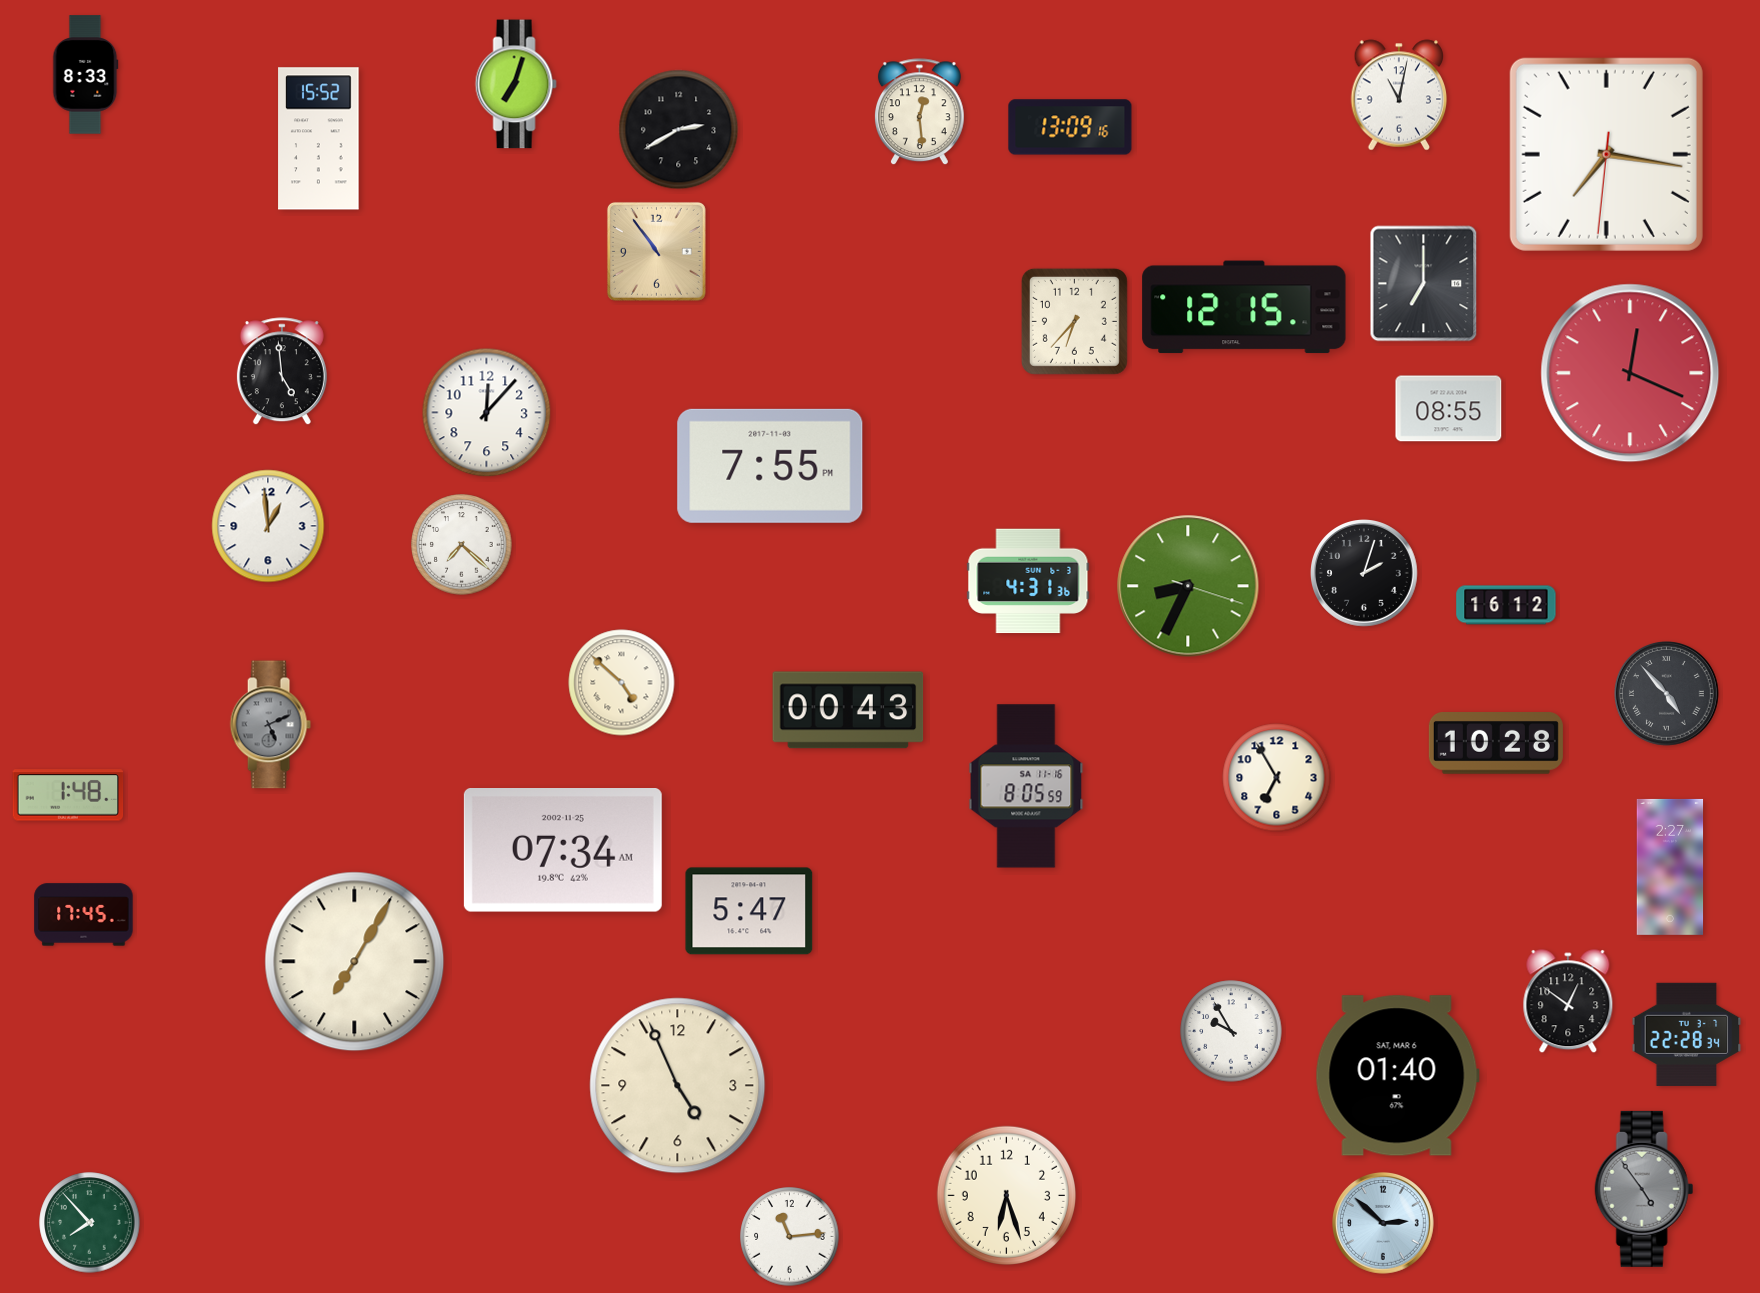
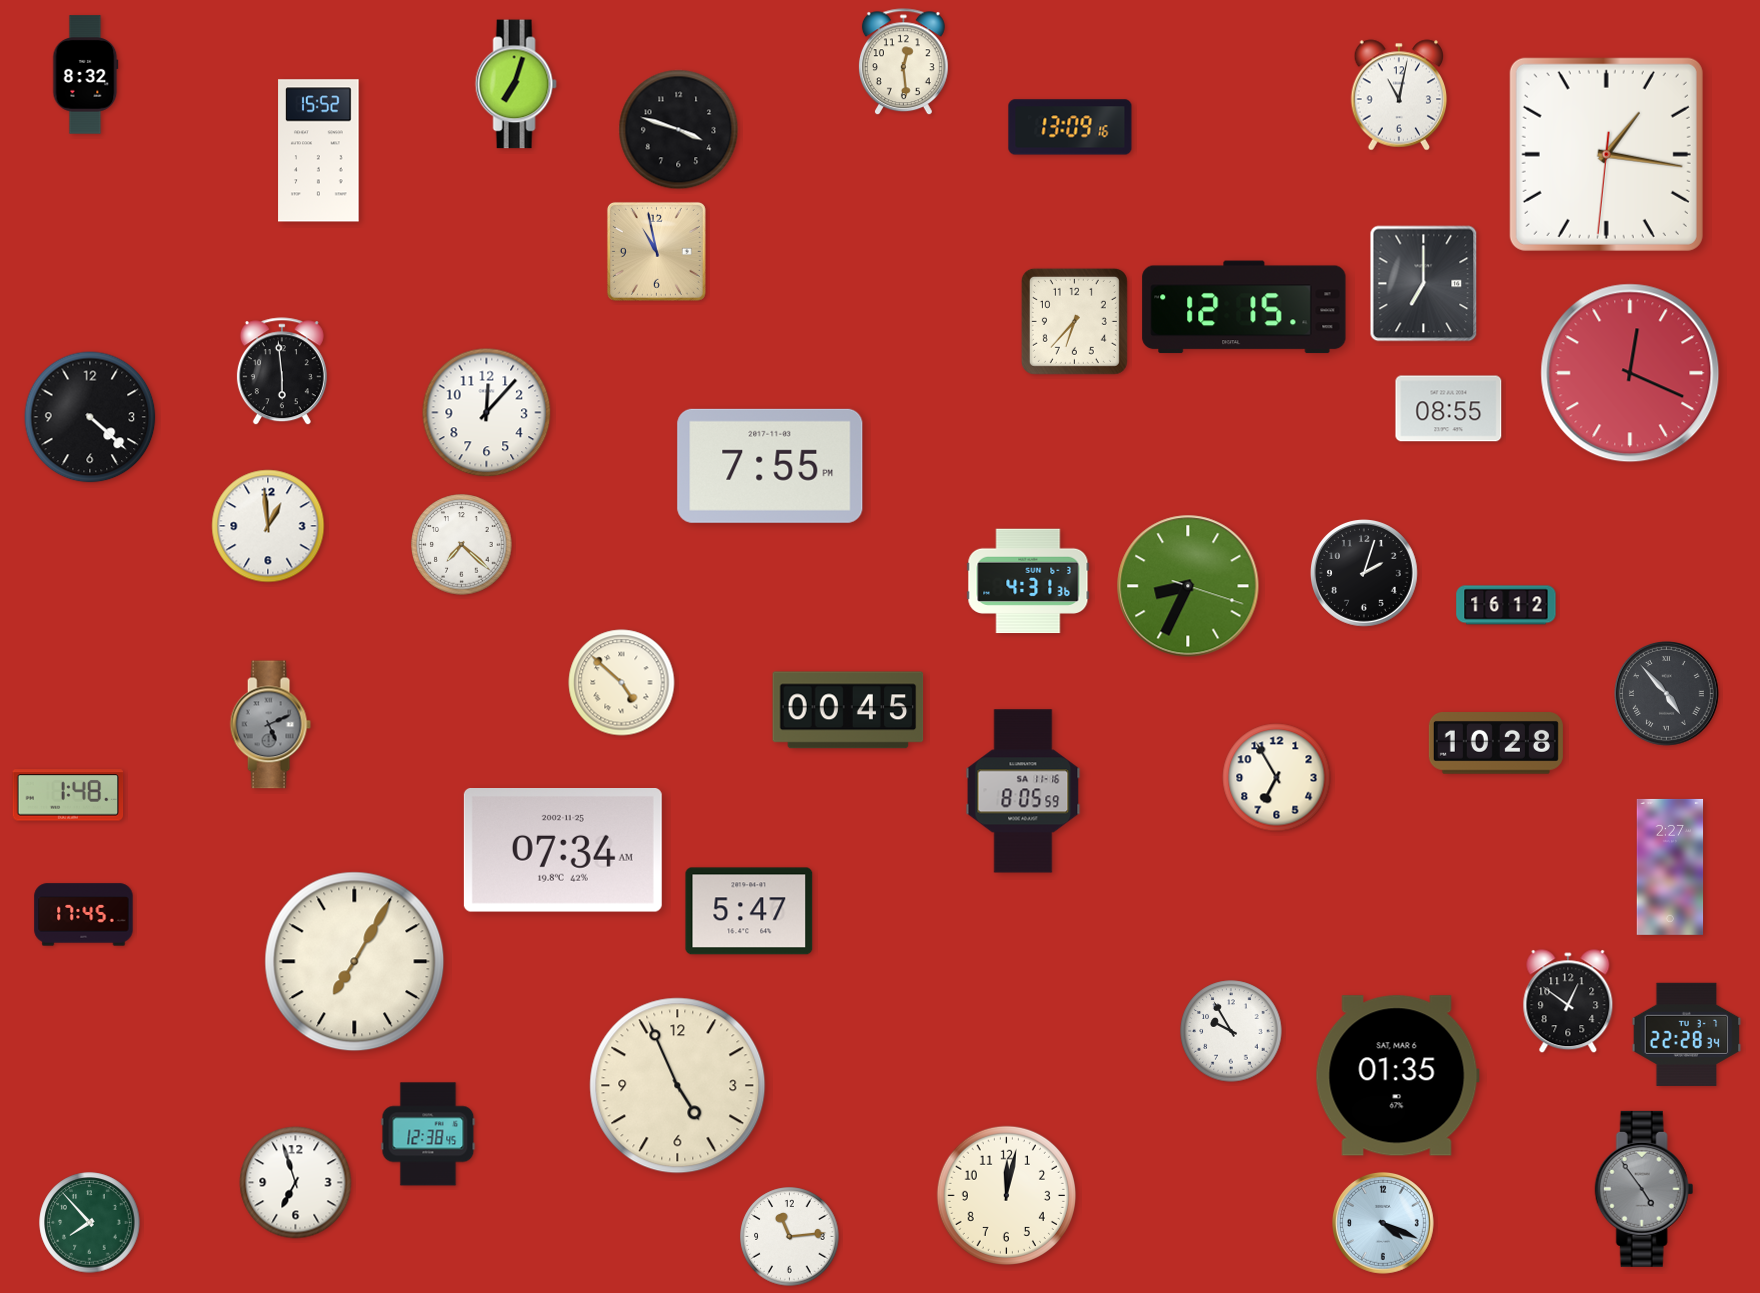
clock at (86, 75): 8:33 -> 8:32
clock at (919, 112) position: (919, 112) -> (903, 62)
clock at (679, 130): 2:40 -> 3:48
clock at (319, 139) position: (319, 139) -> (319, 151)
clock at (1606, 154): 7:16 -> 1:16
clock at (656, 251): 10:54 -> 10:58
clock at (282, 372): 4:59 -> 5:59
clock at (90, 417): none -> 4:22
clock at (848, 710): 00:43 -> 00:45
clock at (1026, 786) position: (1026, 786) -> (1023, 791)
clock at (1397, 1076): 01:40 -> 01:35
clock at (428, 1134): none -> 12:38
clock at (296, 1183): none -> 6:57
clock at (1006, 1195): 6:27 -> 12:02
clock at (1383, 1223): 2:52 -> 4:19
